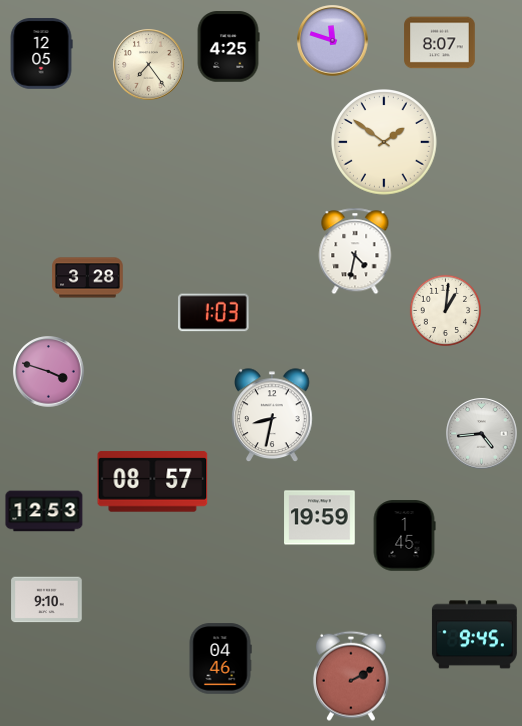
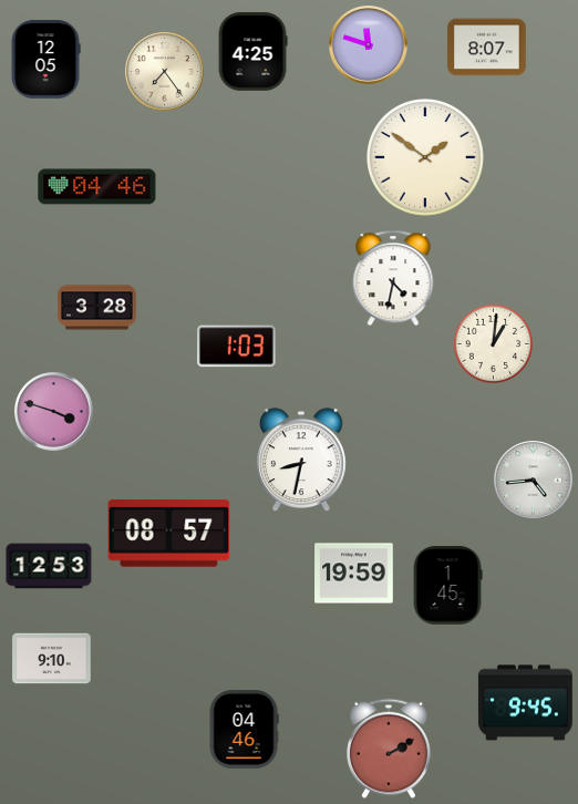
clock at (97, 187): none -> 04:46
clock at (404, 536) position: (404, 536) -> (447, 586)
clock at (47, 600) position: (47, 600) -> (52, 659)
